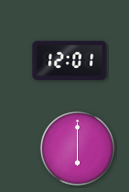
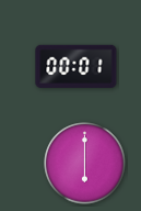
clock at (70, 60): 12:01 -> 00:01
